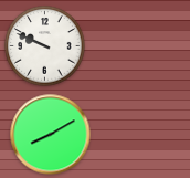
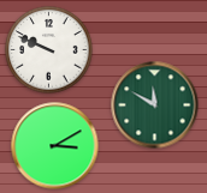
clock at (155, 105): none -> 11:50
clock at (51, 135): 8:10 -> 3:10
